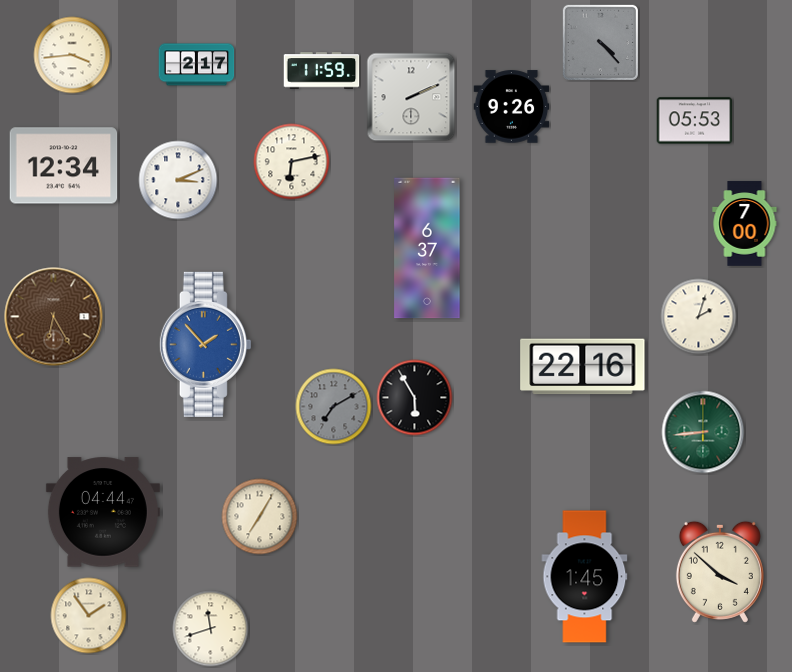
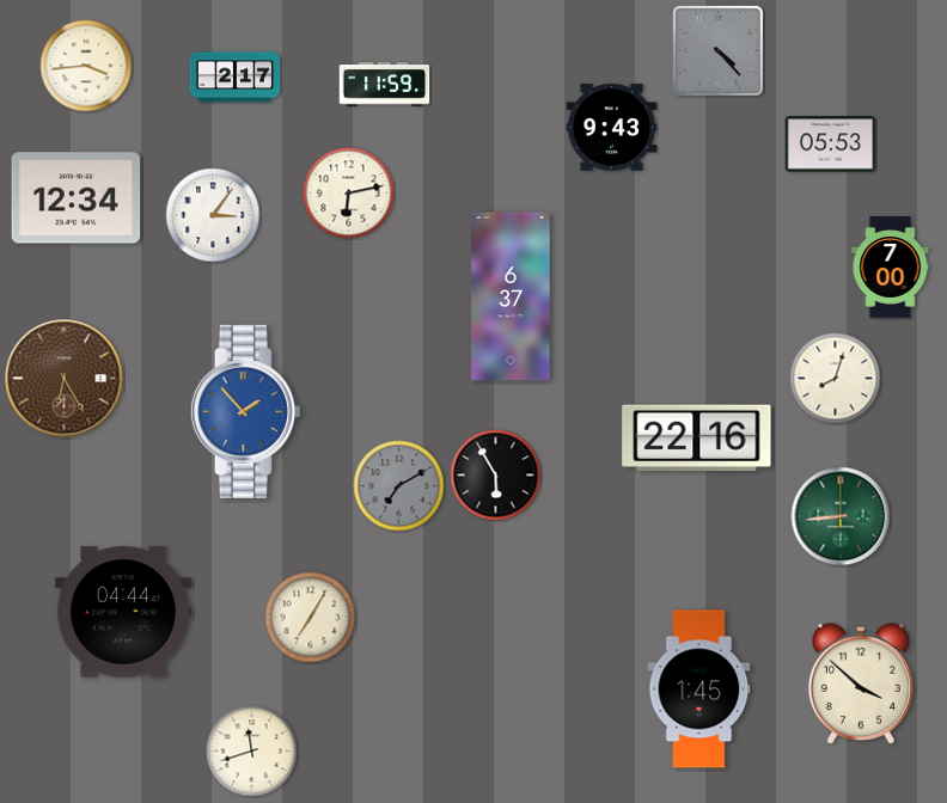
clock at (411, 97): 2:11 -> none
clock at (512, 107): 9:26 -> 9:43
clock at (178, 180): 3:11 -> 3:06
clock at (699, 317): 2:03 -> 8:03
clock at (89, 616): 1:54 -> none
